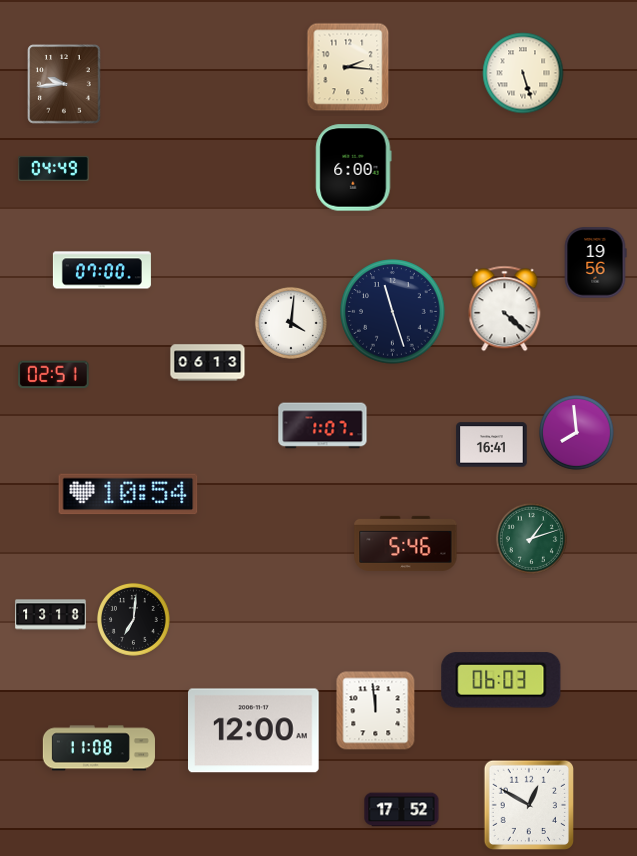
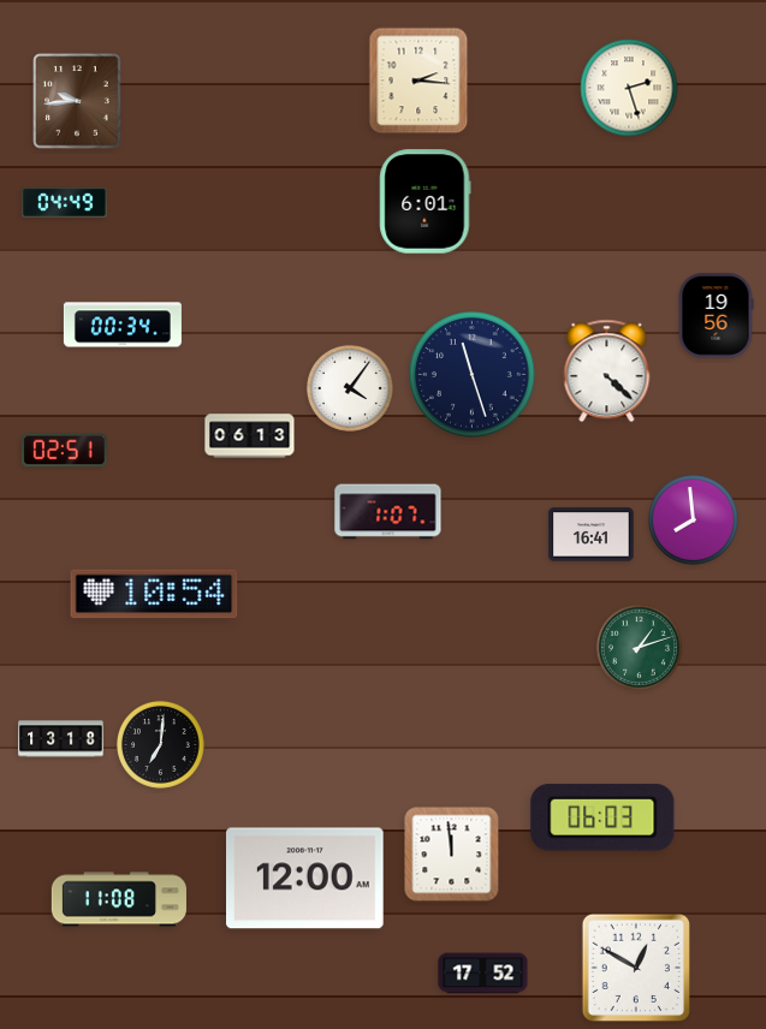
clock at (523, 73): 5:27 -> 2:27
clock at (354, 168): 6:00 -> 6:01
clock at (102, 270): 07:00 -> 00:34
clock at (291, 323): 4:01 -> 4:06
clock at (406, 543): 5:46 -> none
